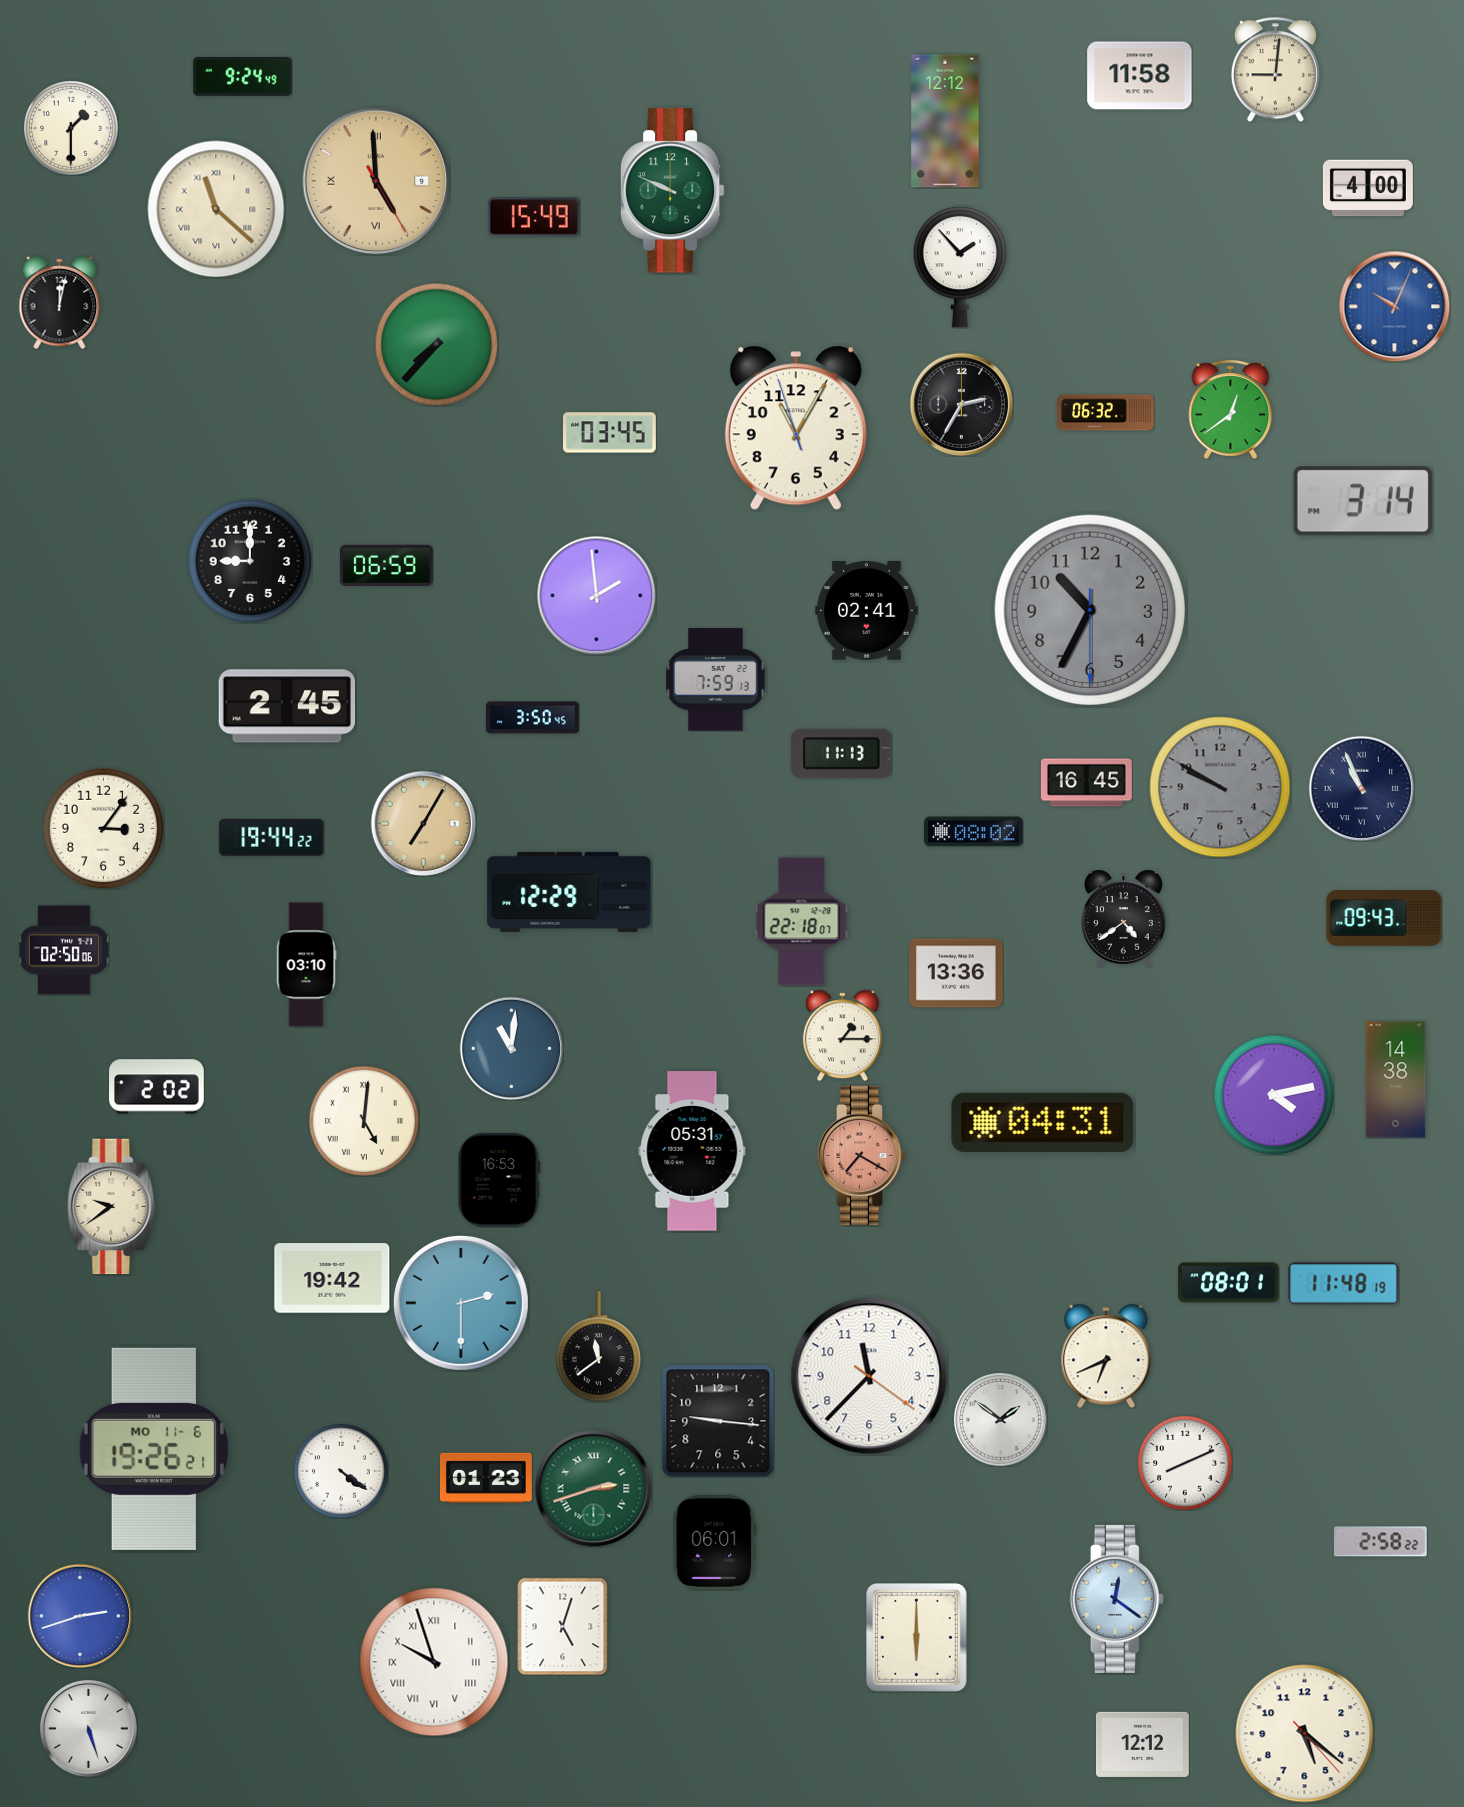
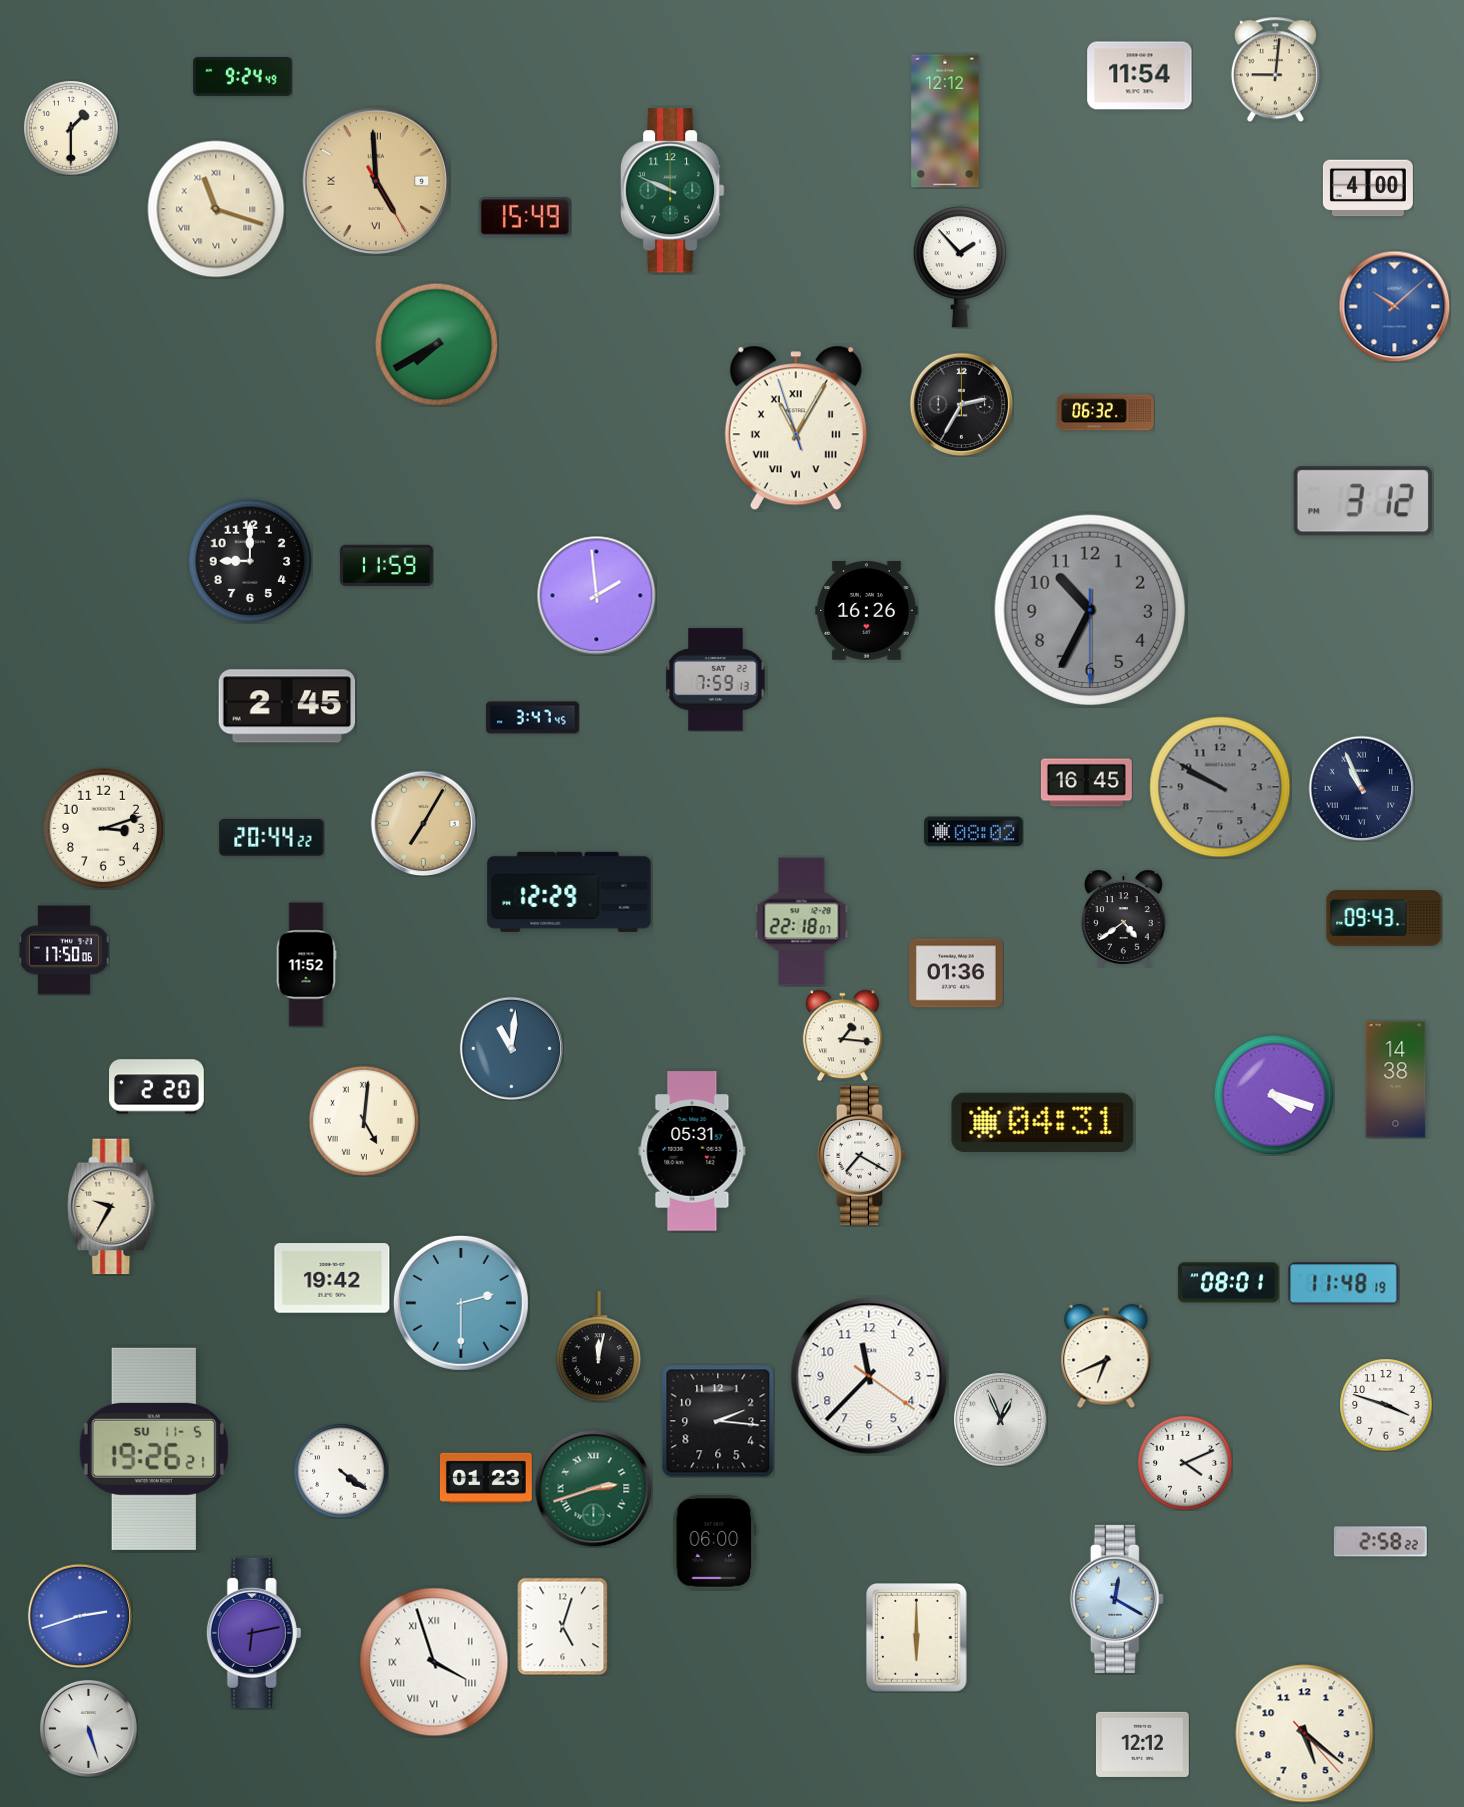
clock at (1140, 76): 11:58 -> 11:54
clock at (216, 209): 11:22 -> 11:18
clock at (534, 217) position: (534, 217) -> (525, 217)
clock at (60, 302): 12:02 -> none
clock at (1394, 306): 10:04 -> 10:08
clock at (436, 344): 7:37 -> 7:40
clock at (1231, 409): 12:39 -> none
clock at (796, 428) numerals: Arabic -> Roman
clock at (609, 433): 03:45 -> none
clock at (1363, 501): 3:14 -> 3:12
clock at (386, 566): 06:59 -> 11:59
clock at (867, 611): 02:41 -> 16:26
clock at (533, 718): 3:50 -> 3:47
clock at (842, 753): 11:13 -> none
clock at (103, 828): 3:06 -> 3:12
clock at (272, 837): 19:44 -> 20:44
clock at (64, 950): 02:50 -> 17:50
clock at (306, 965): 03:10 -> 11:52
clock at (957, 973): 13:36 -> 01:36
clock at (842, 1035): 1:15 -> 1:16
clock at (157, 1087): 2:02 -> 2:20
clock at (1274, 1095): 4:13 -> 4:18
clock at (862, 1155) dial: salmon -> white
clock at (499, 1180): 16:53 -> none
clock at (112, 1207): 9:39 -> 9:35
clock at (598, 1347): 11:39 -> 12:02
clock at (1386, 1405): none -> 3:48
clock at (1000, 1419): 1:51 -> 12:56
clock at (718, 1421): 9:16 -> 2:16
clock at (154, 1449) date: MO 11-6 -> SU 11-5
clock at (1185, 1463): 8:11 -> 4:11
clock at (715, 1543): 06:01 -> 06:00
clock at (1117, 1599): 12:21 -> 12:20
clock at (254, 1633): none -> 6:13
clock at (434, 1662): 9:57 -> 3:57
